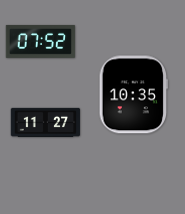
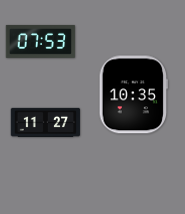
clock at (41, 41): 07:52 -> 07:53
